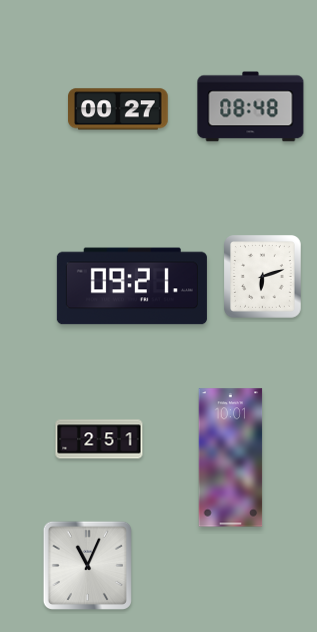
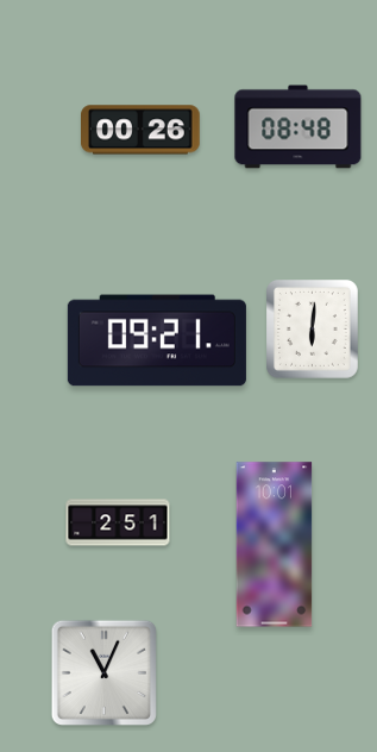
clock at (118, 109): 00:27 -> 00:26
clock at (263, 277): 6:12 -> 6:01
